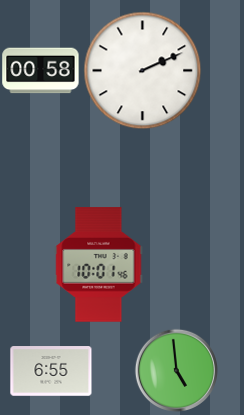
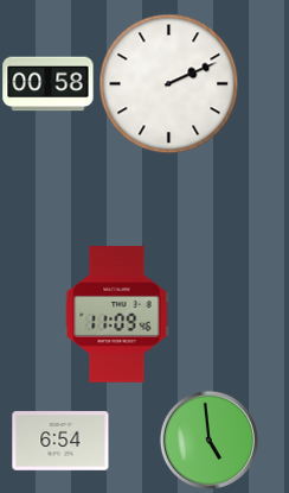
clock at (99, 265): 10:01 -> 11:09
clock at (51, 371): 6:55 -> 6:54
